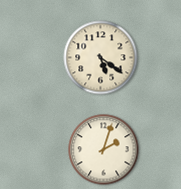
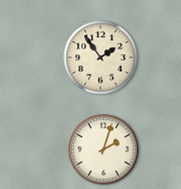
clock at (101, 58): 5:21 -> 1:54
